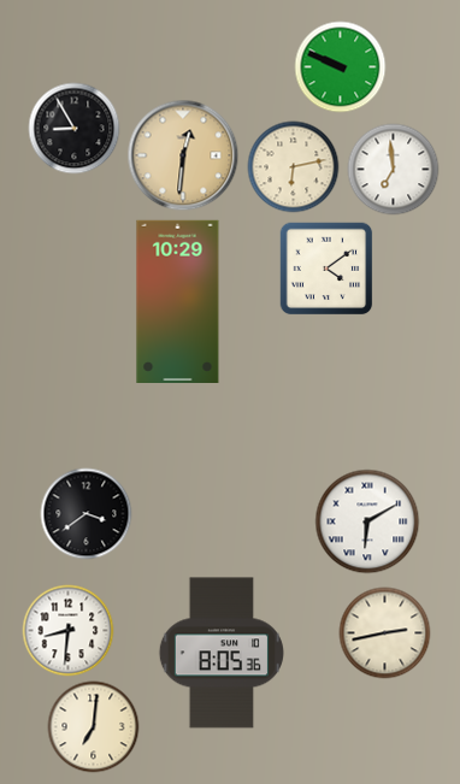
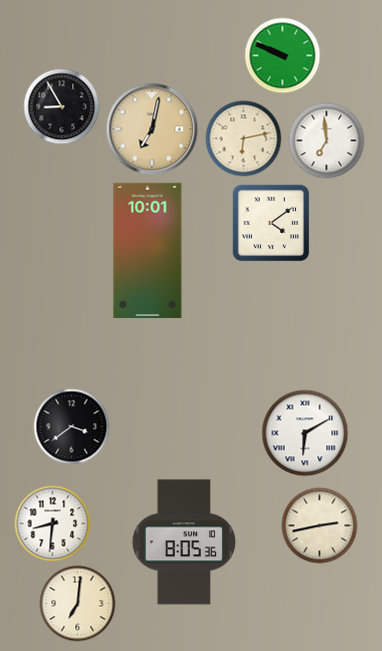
clock at (183, 155): 12:31 -> 7:02
clock at (178, 301): 10:29 -> 10:01
clock at (69, 631) position: (69, 631) -> (53, 524)
